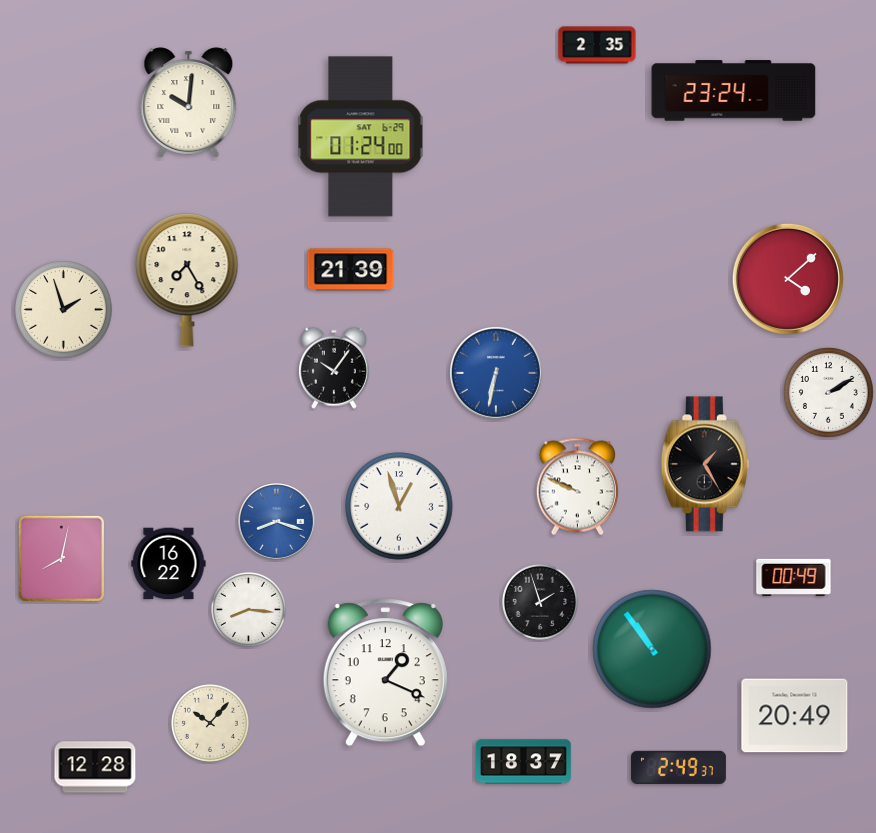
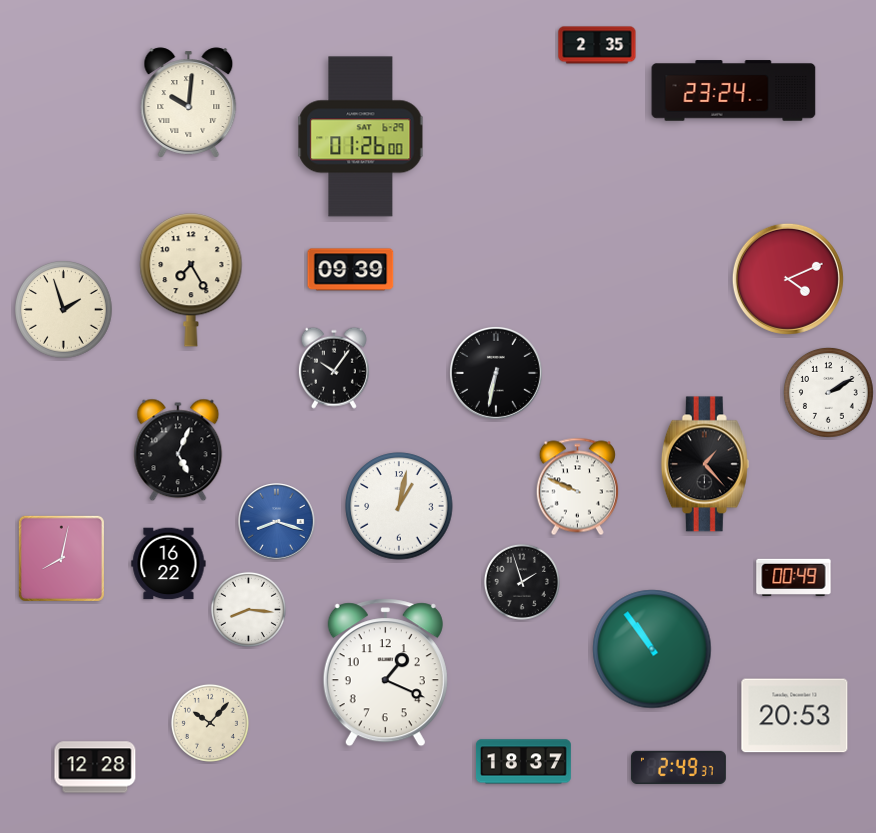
clock at (361, 137): 01:24 -> 01:26
clock at (351, 270): 21:39 -> 09:39
clock at (788, 279): 4:08 -> 4:11
clock at (187, 280) position: (187, 280) -> (191, 280)
clock at (496, 373) dial: blue -> black
clock at (178, 450): none -> 5:04
clock at (705, 464): 1:25 -> 1:23
clock at (399, 506): 12:57 -> 1:02
clock at (540, 602) position: (540, 602) -> (522, 582)
clock at (795, 716): 20:49 -> 20:53
